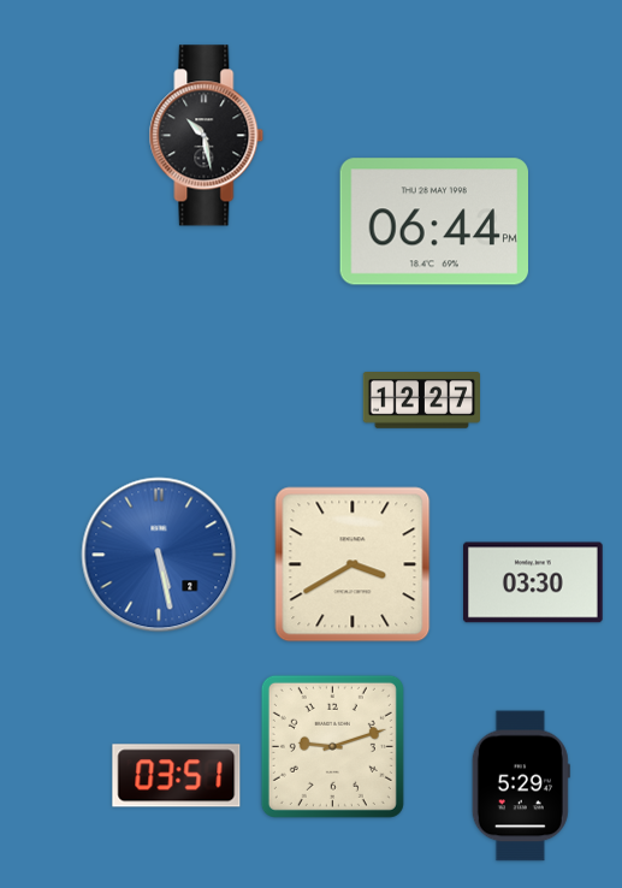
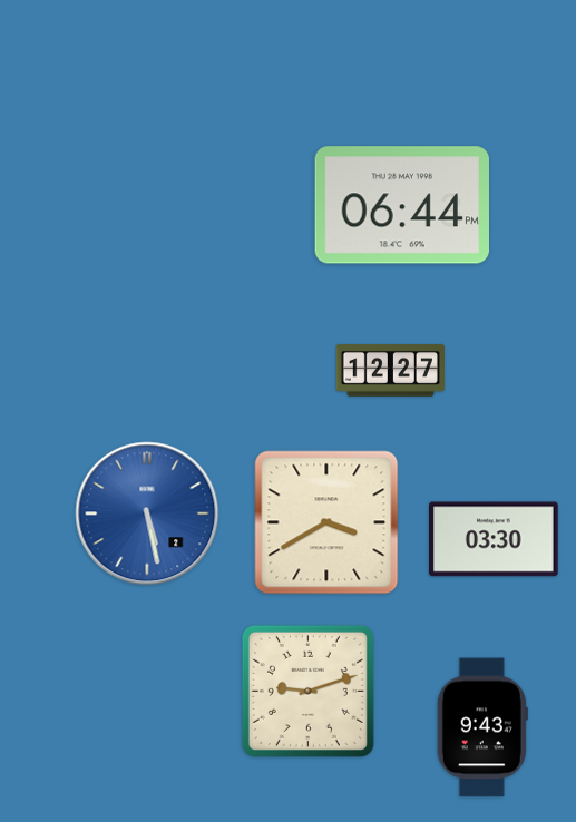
clock at (207, 136): 10:28 -> none
clock at (177, 776): 03:51 -> none
clock at (521, 786): 5:29 -> 9:43
